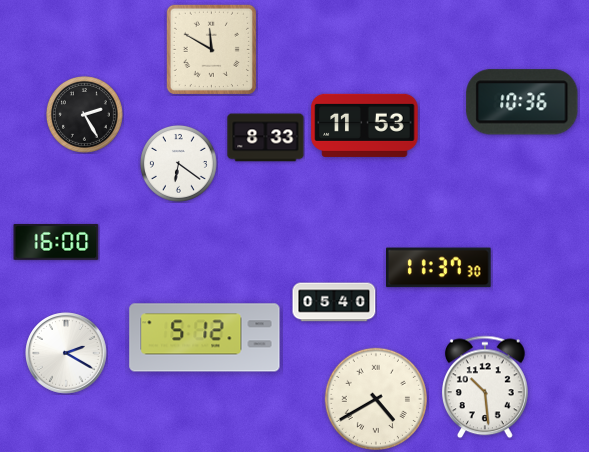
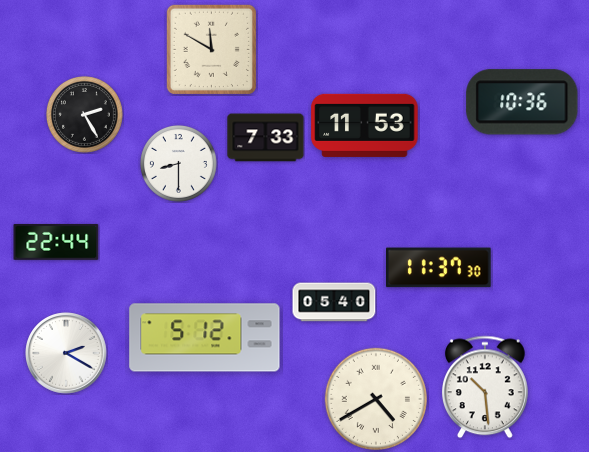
clock at (266, 138): 8:33 -> 7:33
clock at (178, 163): 6:21 -> 8:30
clock at (56, 242): 16:00 -> 22:44
